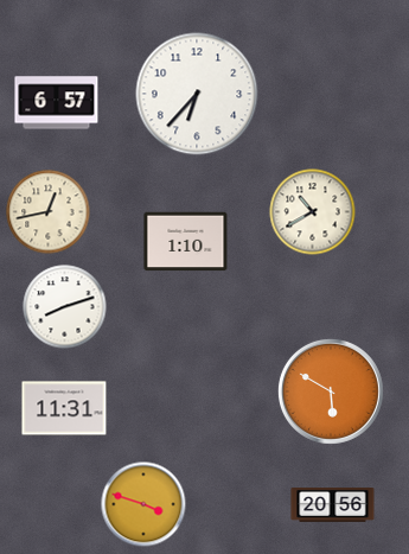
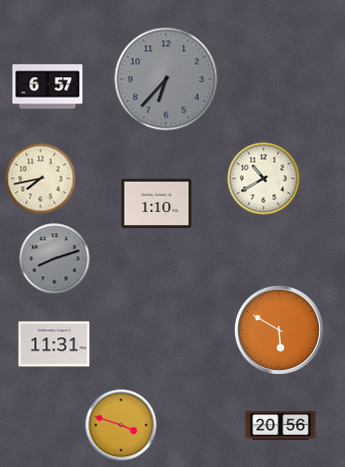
clock at (197, 94) dial: white -> grey
clock at (49, 212): 12:43 -> 7:43
clock at (65, 307) dial: white -> grey
